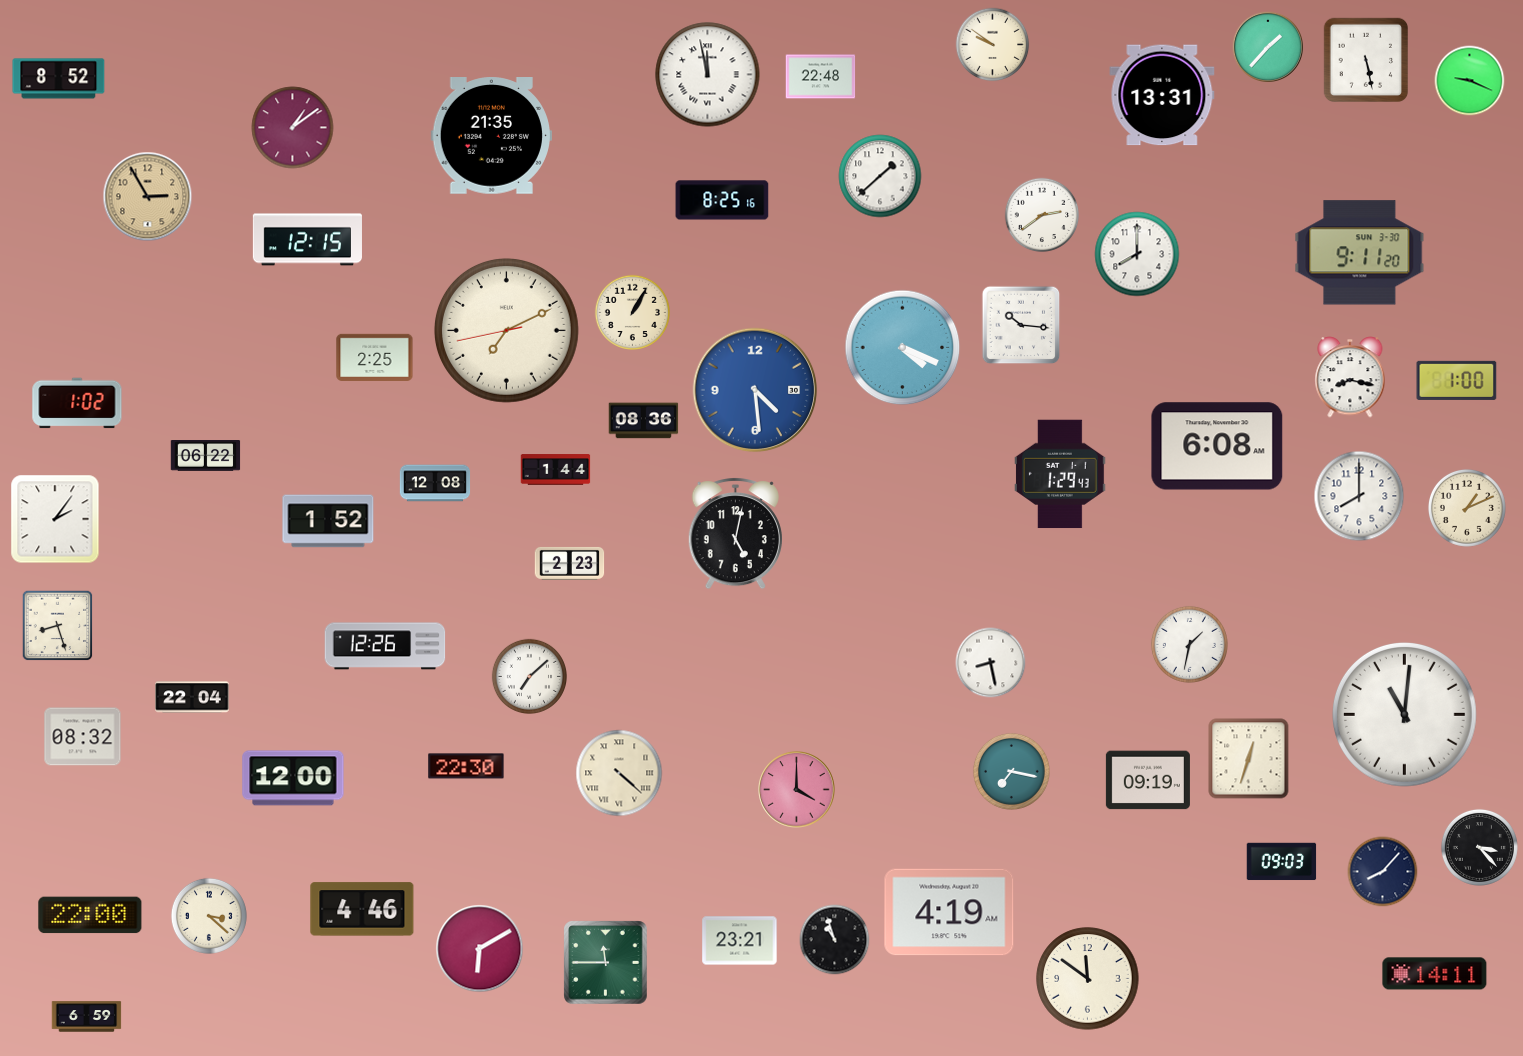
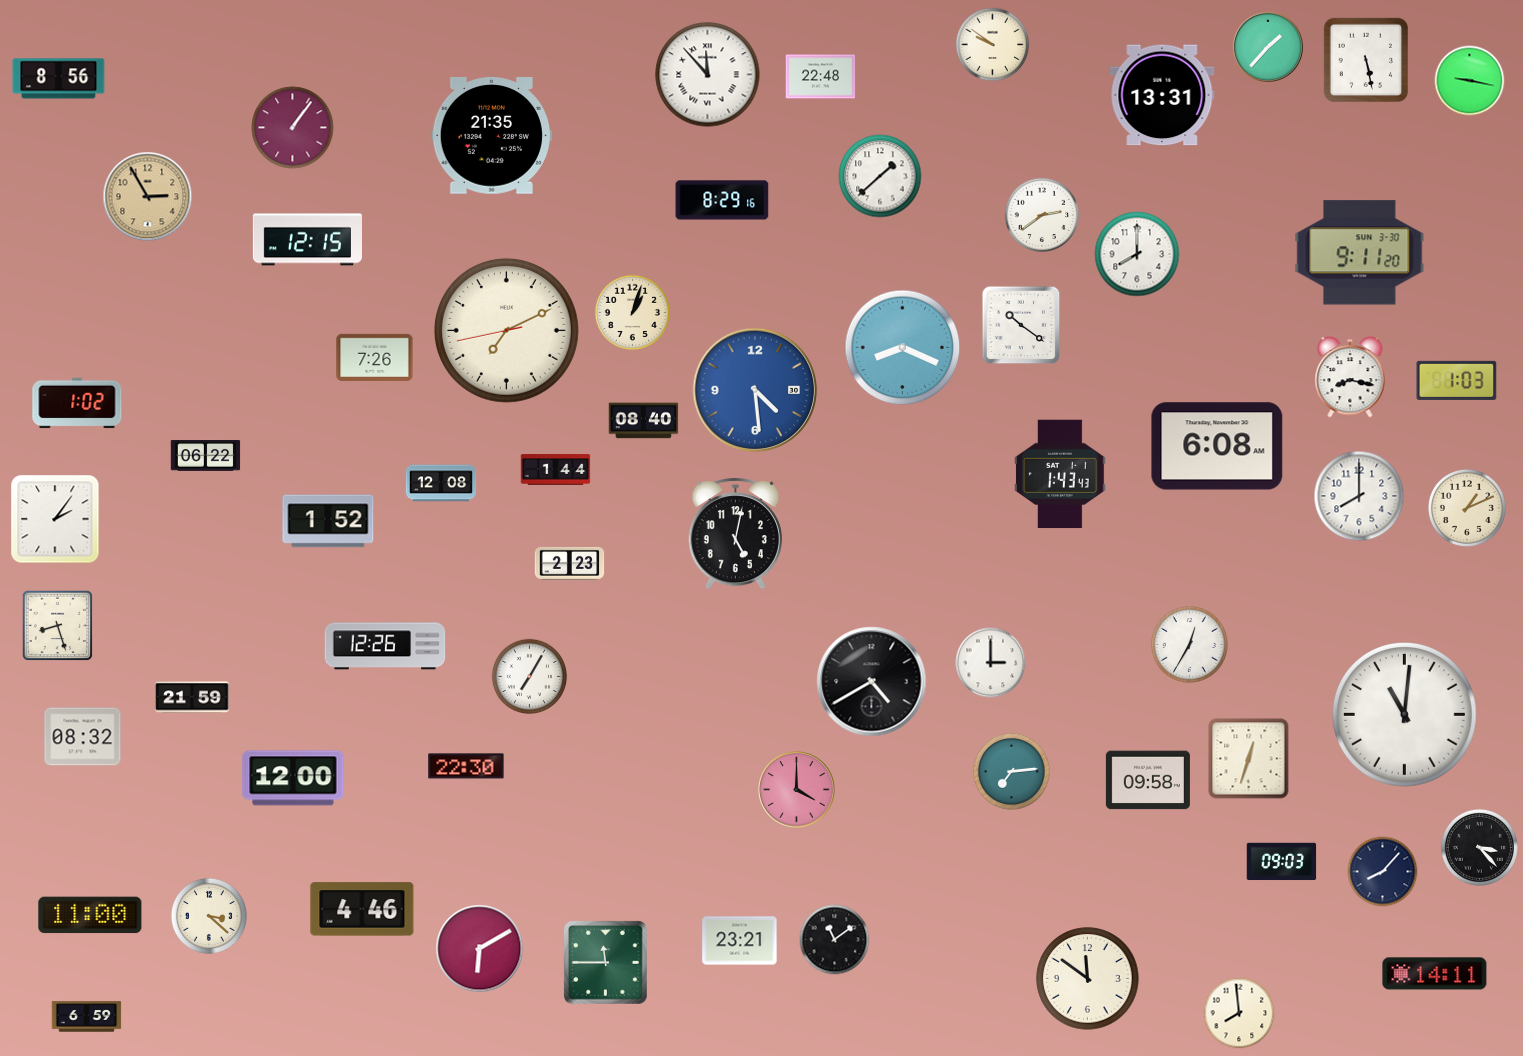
clock at (708, 75): 11:58 -> 11:53
clock at (59, 79): 8:52 -> 8:56
clock at (1470, 81): 9:19 -> 9:17
clock at (293, 128): 1:09 -> 1:06
clock at (722, 200): 8:25 -> 8:29
clock at (632, 312): 1:05 -> 1:03
clock at (1021, 325): 10:16 -> 10:21
clock at (903, 348): 4:19 -> 8:19
clock at (375, 357): 2:25 -> 7:26
clock at (1457, 380): 1:00 -> 1:03
clock at (644, 421): 08:36 -> 08:40
clock at (1061, 474): 1:29 -> 1:43
clock at (435, 483) position: (435, 483) -> (441, 483)
clock at (1189, 644): 1:32 -> 12:35
clock at (991, 663): 8:28 -> 3:00
clock at (529, 676): 7:08 -> 7:05
clock at (872, 682): none -> 4:40
clock at (192, 697): 22:04 -> 21:59
clock at (1011, 771): 7:17 -> 7:14
clock at (619, 773): 4:22 -> none
clock at (1148, 780): 09:19 -> 09:58
clock at (949, 912): 4:19 -> none
clock at (90, 915): 22:00 -> 11:00
clock at (835, 940): 10:57 -> 11:09
clock at (1239, 1013): none -> 7:59
